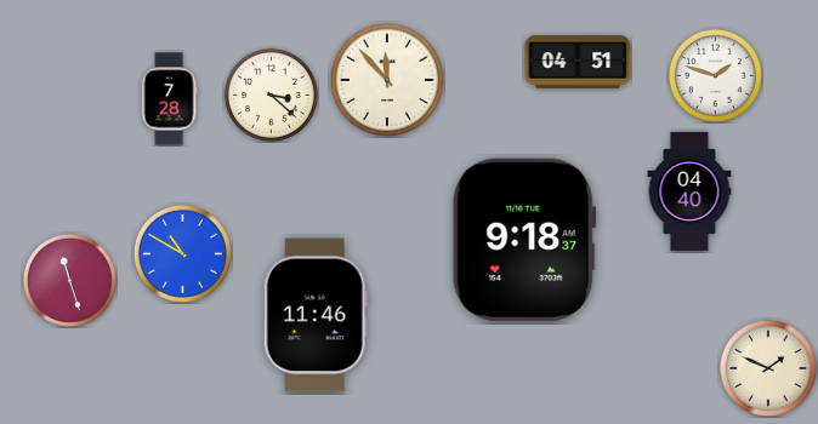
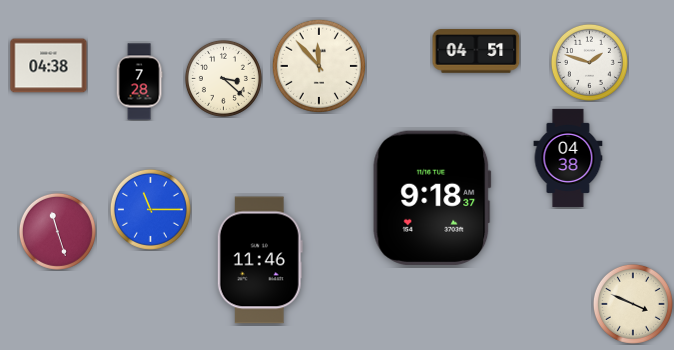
clock at (49, 66): none -> 04:38
clock at (689, 191): 04:40 -> 04:38
clock at (182, 253): 10:50 -> 11:15
clock at (768, 368): 1:49 -> 3:49
